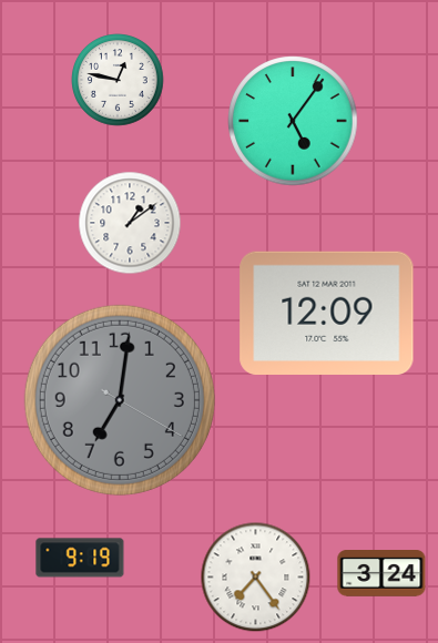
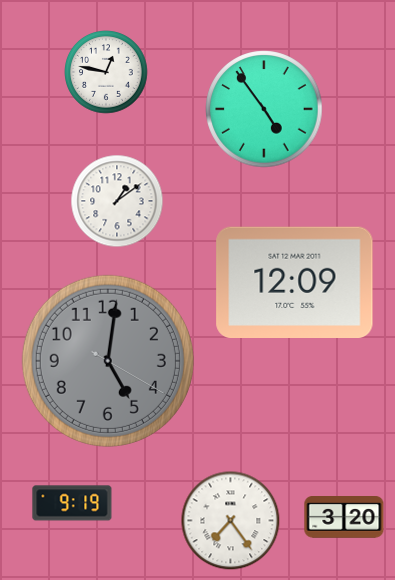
clock at (293, 121): 5:06 -> 4:54
clock at (120, 400): 7:01 -> 5:01
clock at (381, 573): 3:24 -> 3:20
